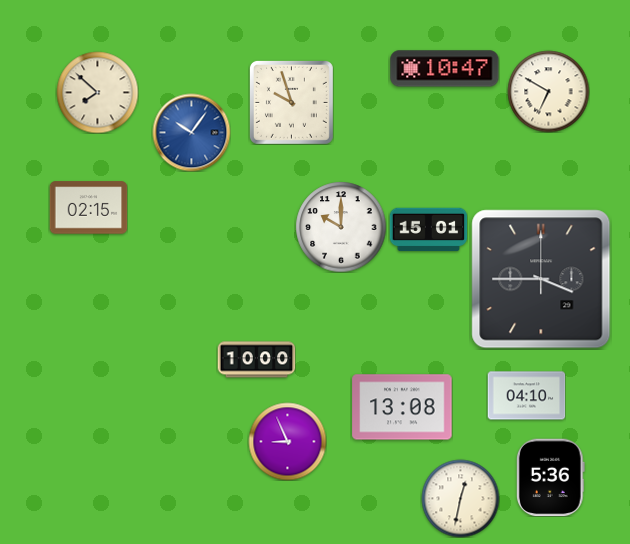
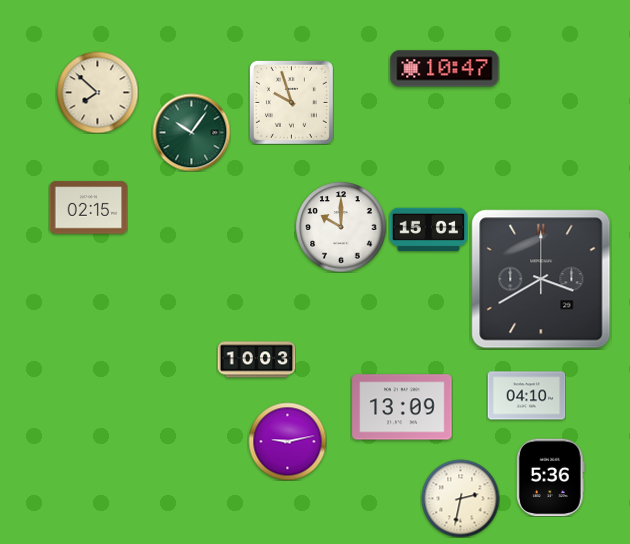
clock at (548, 91): 6:50 -> none
clock at (191, 132) dial: blue -> green
clock at (541, 279): 3:45 -> 3:40
clock at (256, 360): 10:00 -> 10:03
clock at (402, 407): 13:08 -> 13:09
clock at (287, 441): 8:56 -> 9:13
clock at (460, 498): 12:32 -> 2:32
